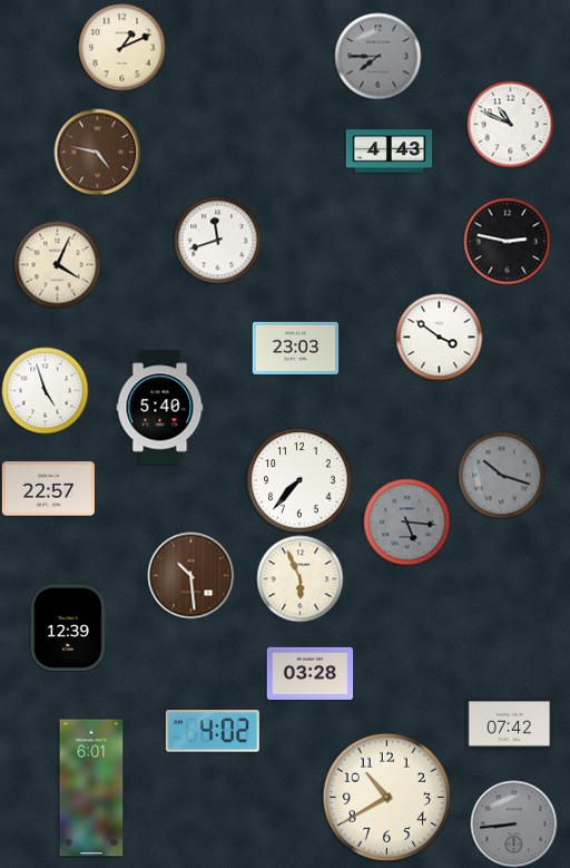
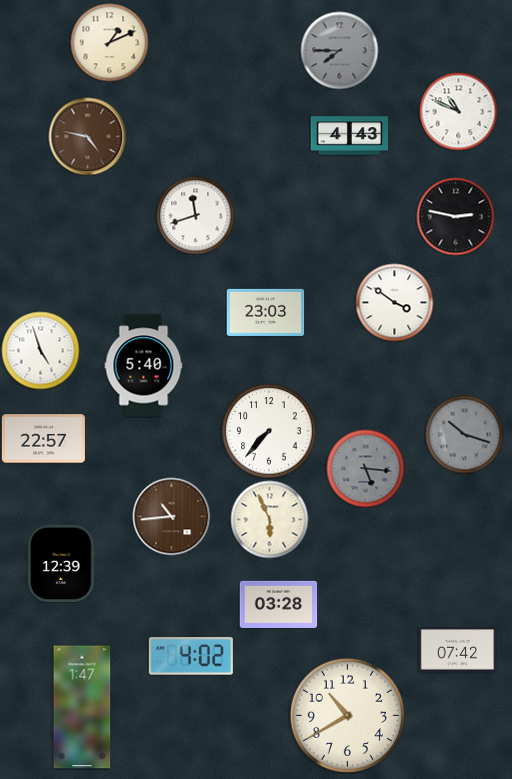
clock at (57, 264): 4:04 -> none
clock at (501, 475) position: (501, 475) -> (464, 434)
clock at (190, 575): 10:29 -> 10:44
clock at (91, 788): 6:01 -> 1:47
clock at (513, 823): 8:44 -> none
